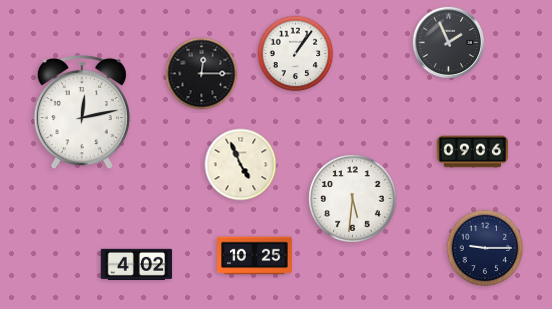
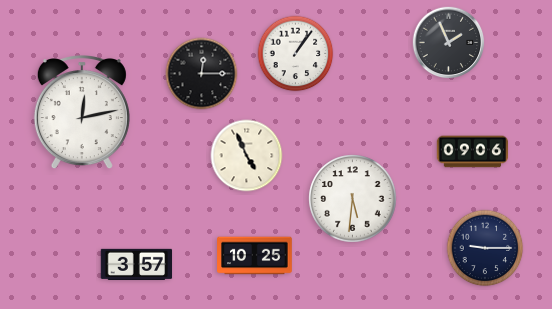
clock at (241, 165) position: (241, 165) -> (247, 156)
clock at (137, 264): 4:02 -> 3:57
